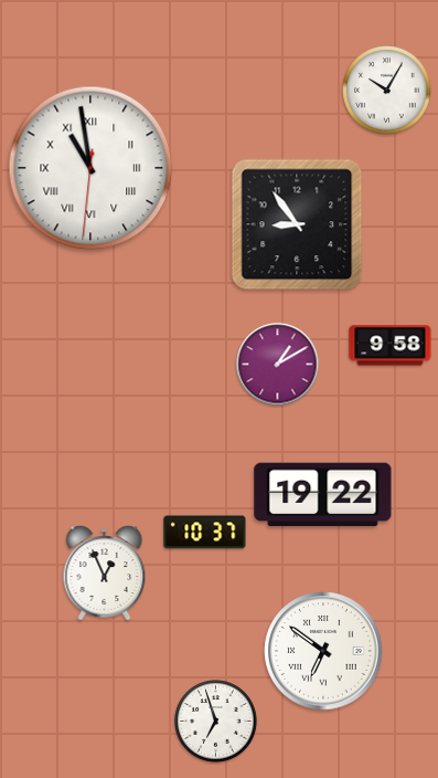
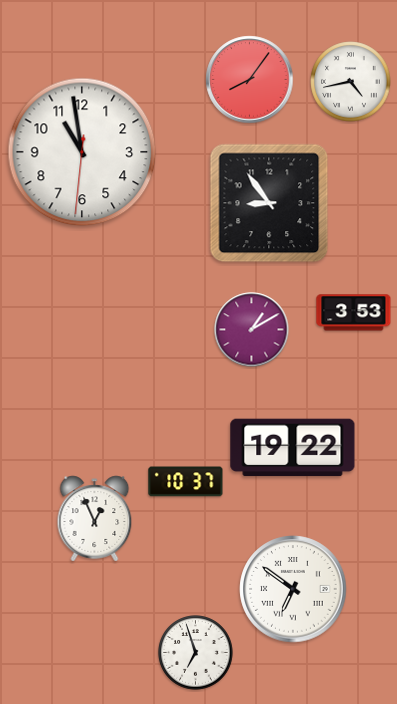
clock at (250, 80): none -> 8:06
clock at (387, 91): 10:05 -> 4:43
clock at (90, 168) numerals: Roman -> Arabic
clock at (391, 346): 9:58 -> 3:53
